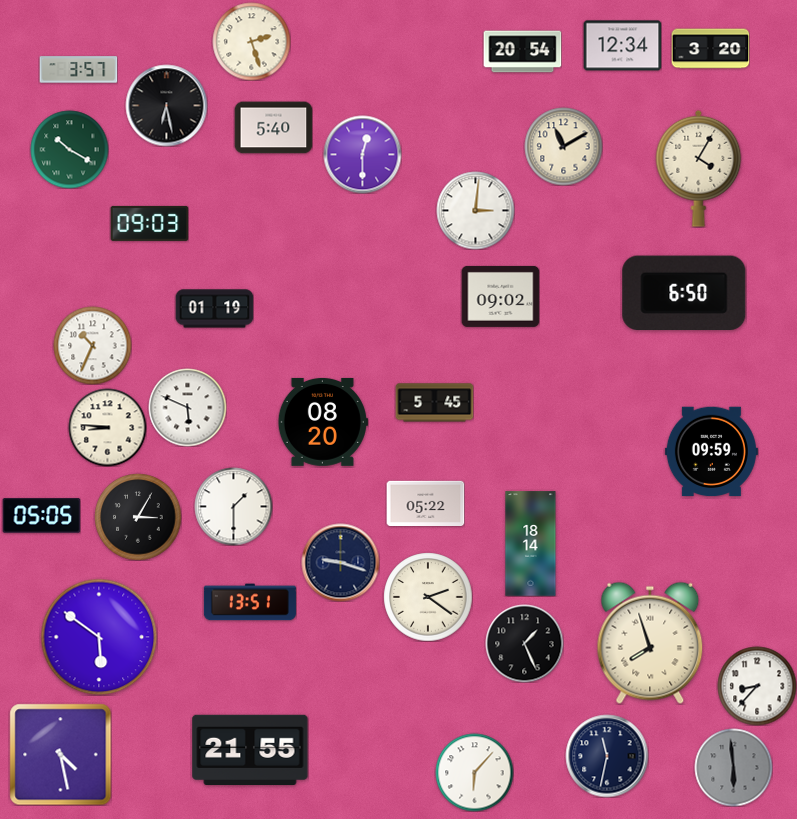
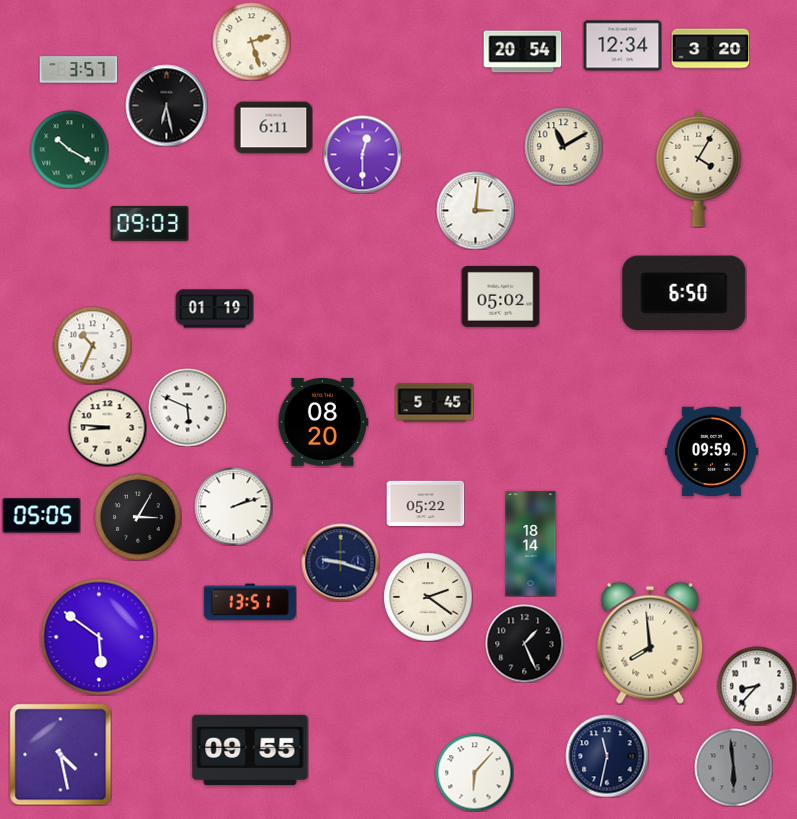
clock at (273, 128): 5:40 -> 6:11
clock at (500, 296): 09:02 -> 05:02
clock at (233, 506): 1:30 -> 2:12
clock at (650, 643): 7:57 -> 7:59
clock at (250, 749): 21:55 -> 09:55
